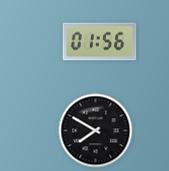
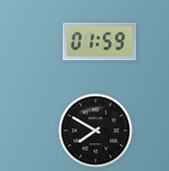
clock at (100, 42): 01:56 -> 01:59
